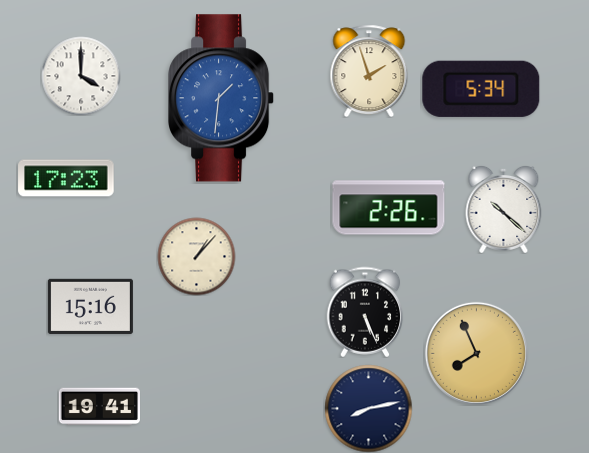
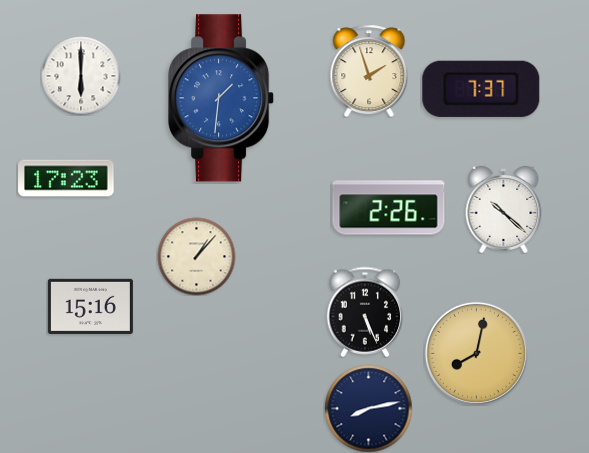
clock at (81, 76): 4:00 -> 6:00
clock at (481, 89): 5:34 -> 7:37
clock at (476, 353): 7:56 -> 8:02
clock at (99, 407): 19:41 -> none
